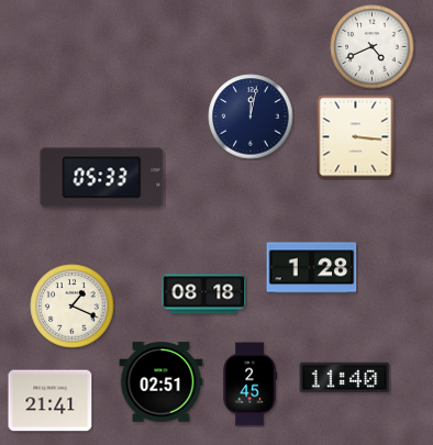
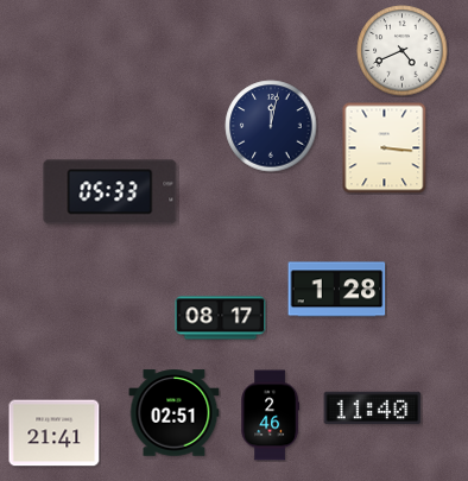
clock at (204, 294): 08:18 -> 08:17
clock at (73, 307): 1:19 -> none
clock at (251, 385): 2:45 -> 2:46
